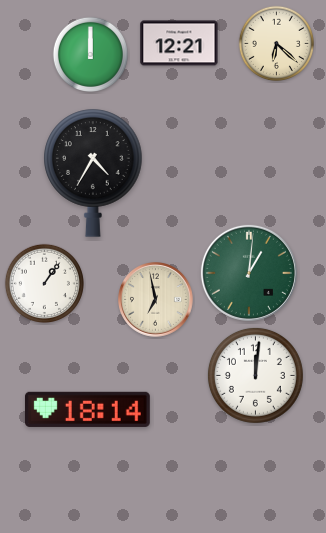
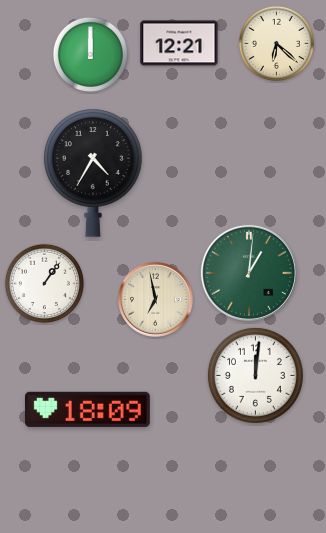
clock at (87, 409): 18:14 -> 18:09
